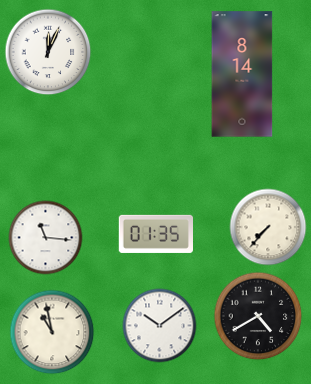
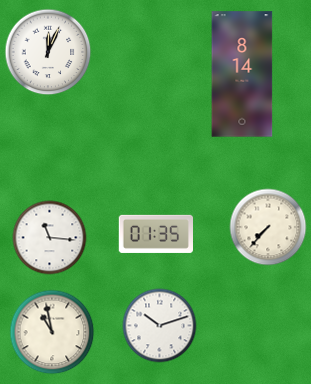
clock at (46, 238) position: (46, 238) -> (50, 238)
clock at (258, 316): 4:40 -> none
clock at (160, 326): 10:09 -> 10:12
